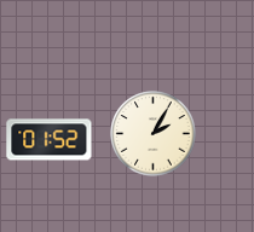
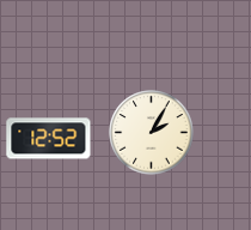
clock at (50, 140): 01:52 -> 12:52
